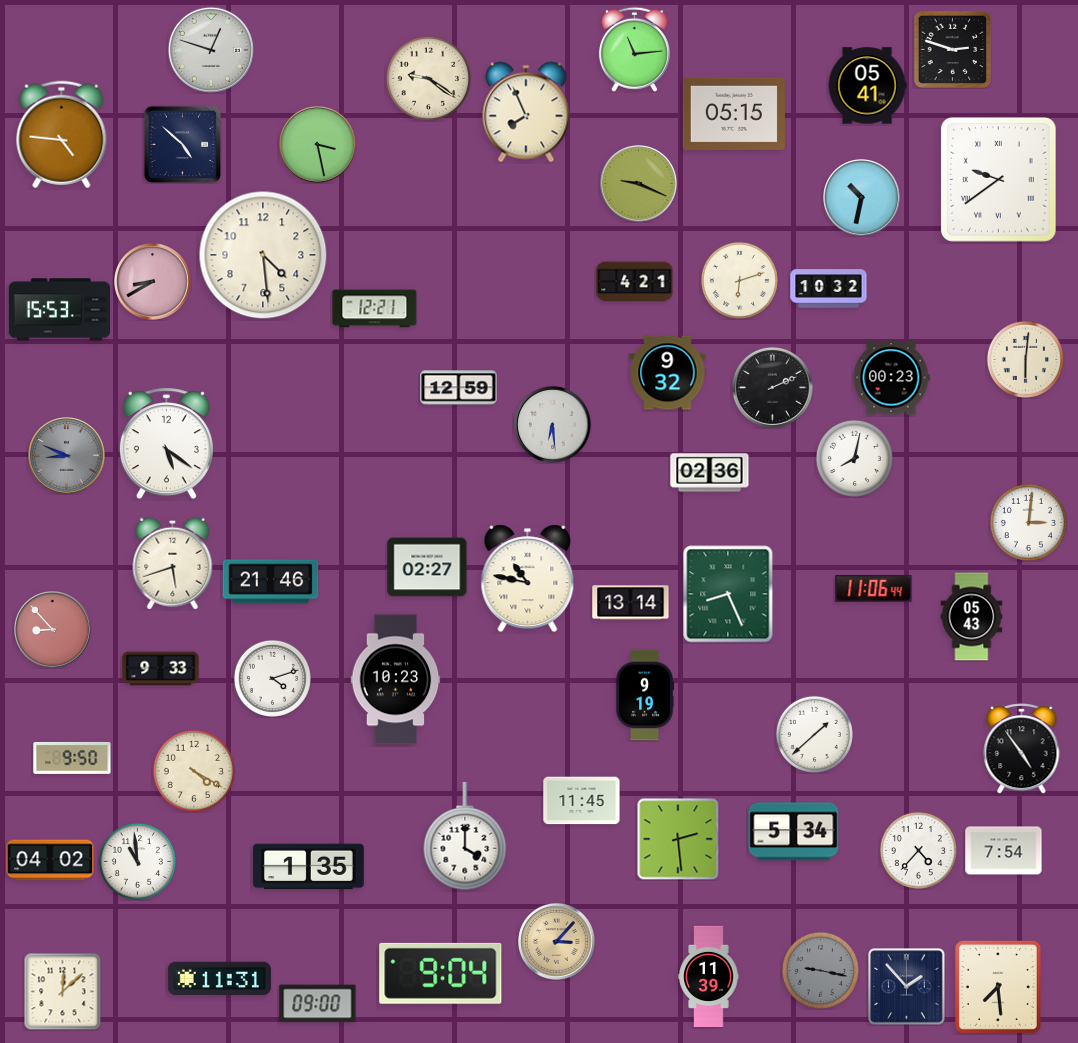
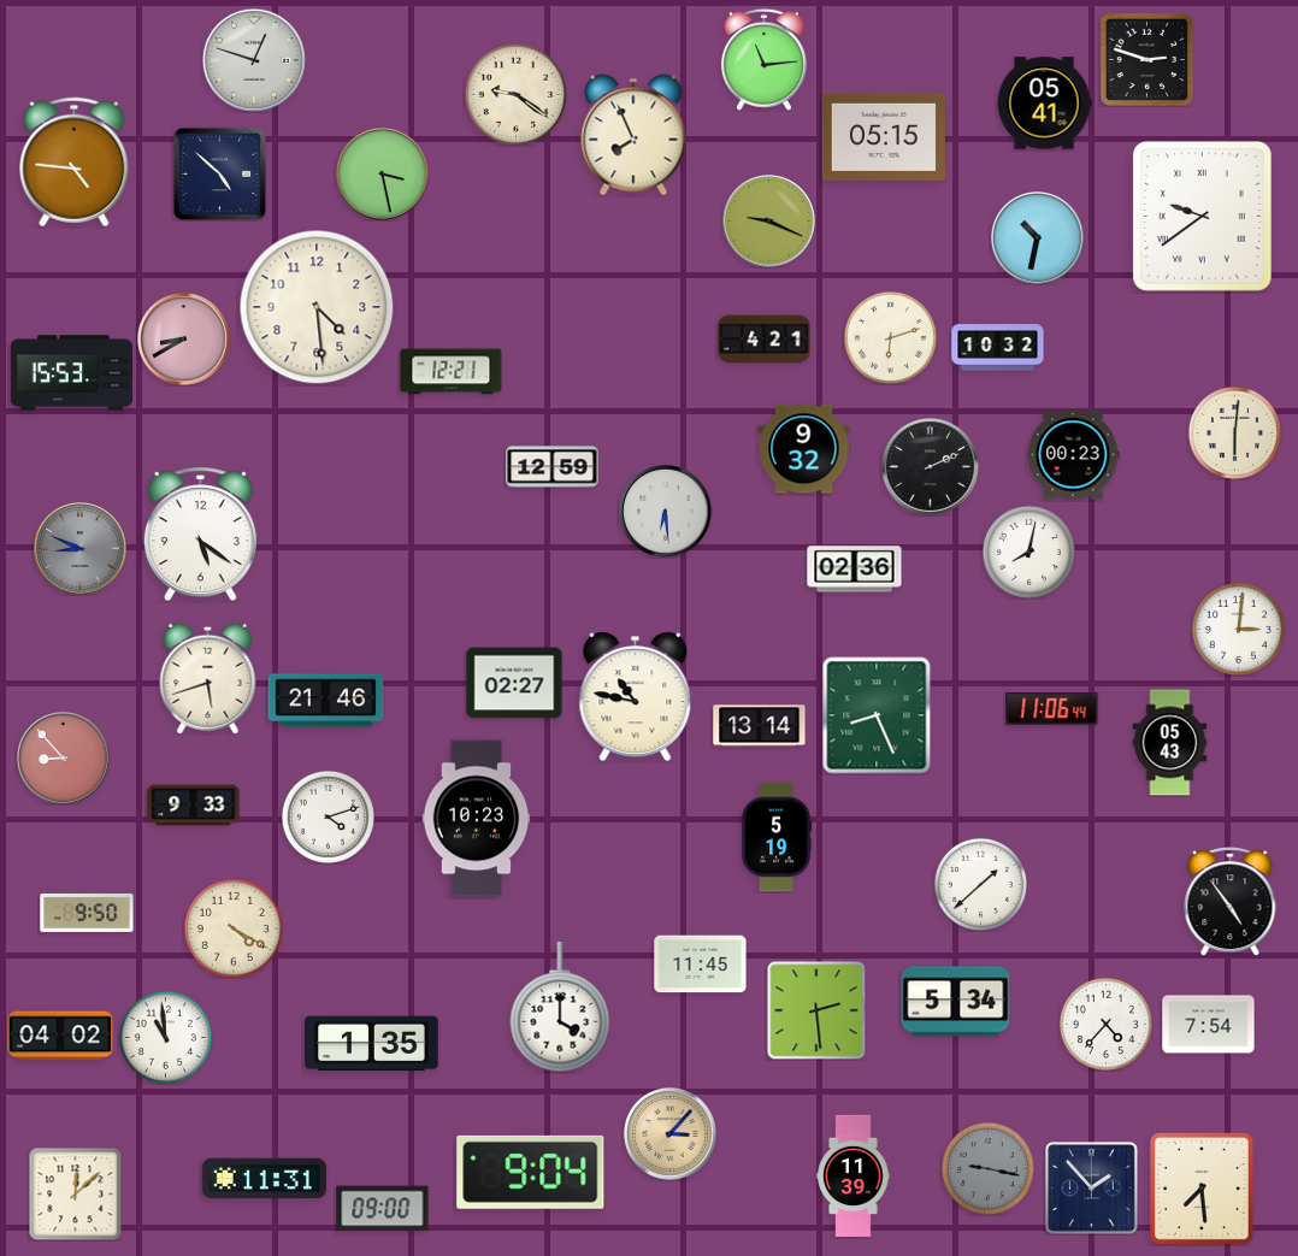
clock at (645, 695): 9:19 -> 5:19
